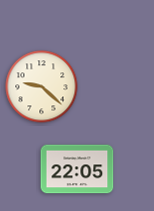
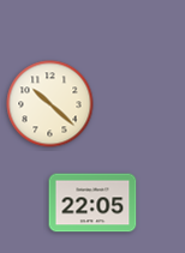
clock at (42, 87): 9:22 -> 10:22
